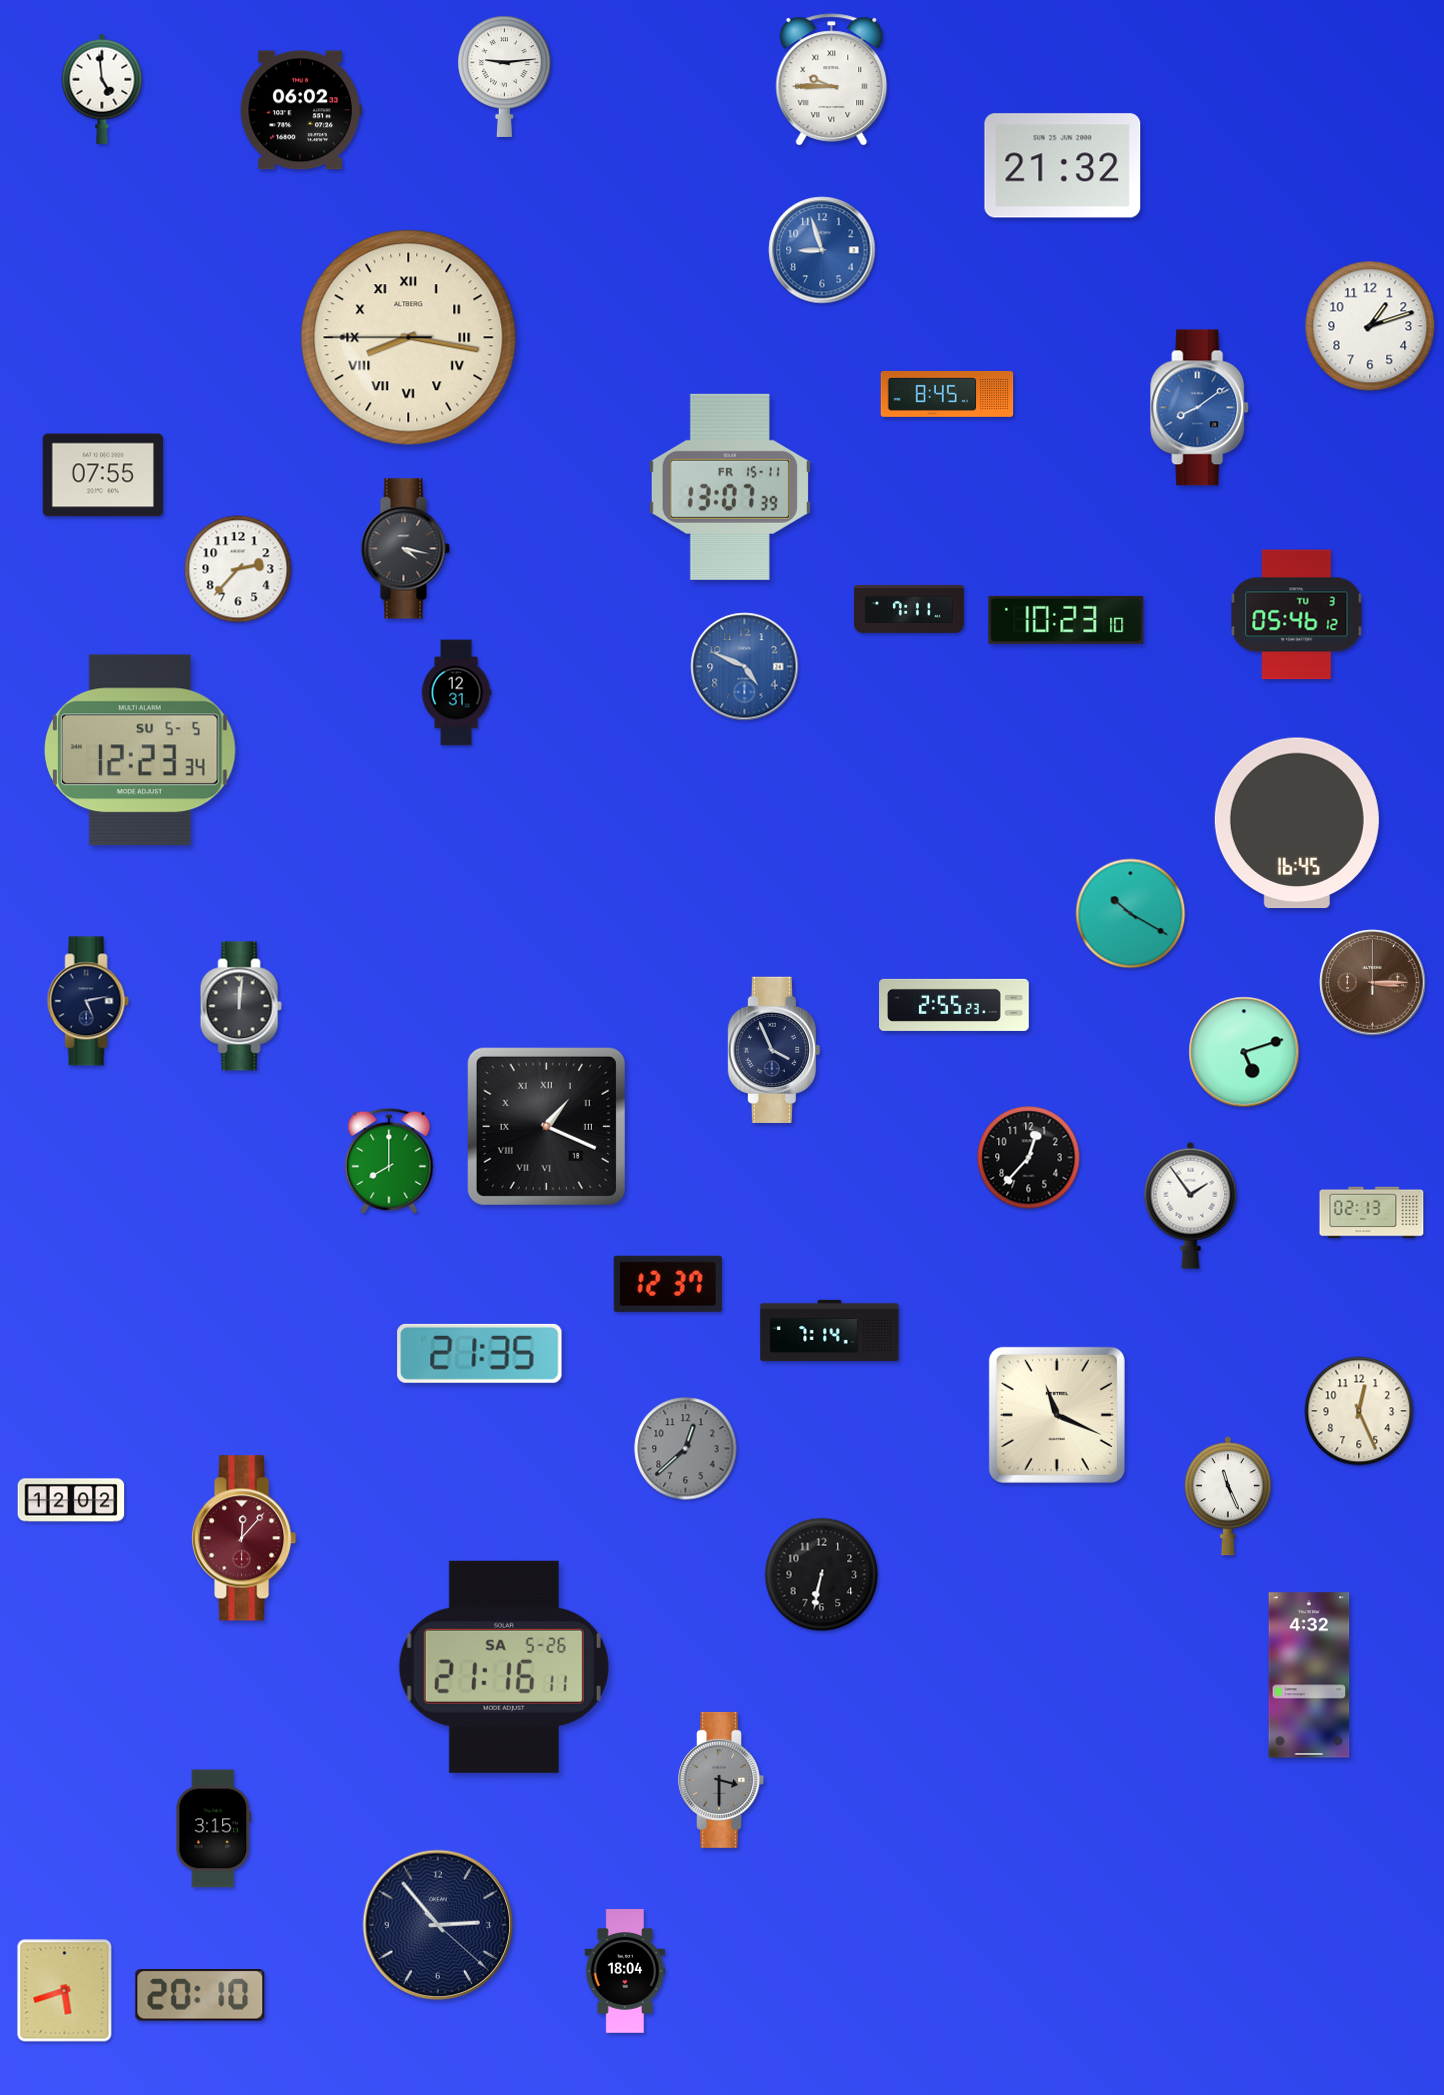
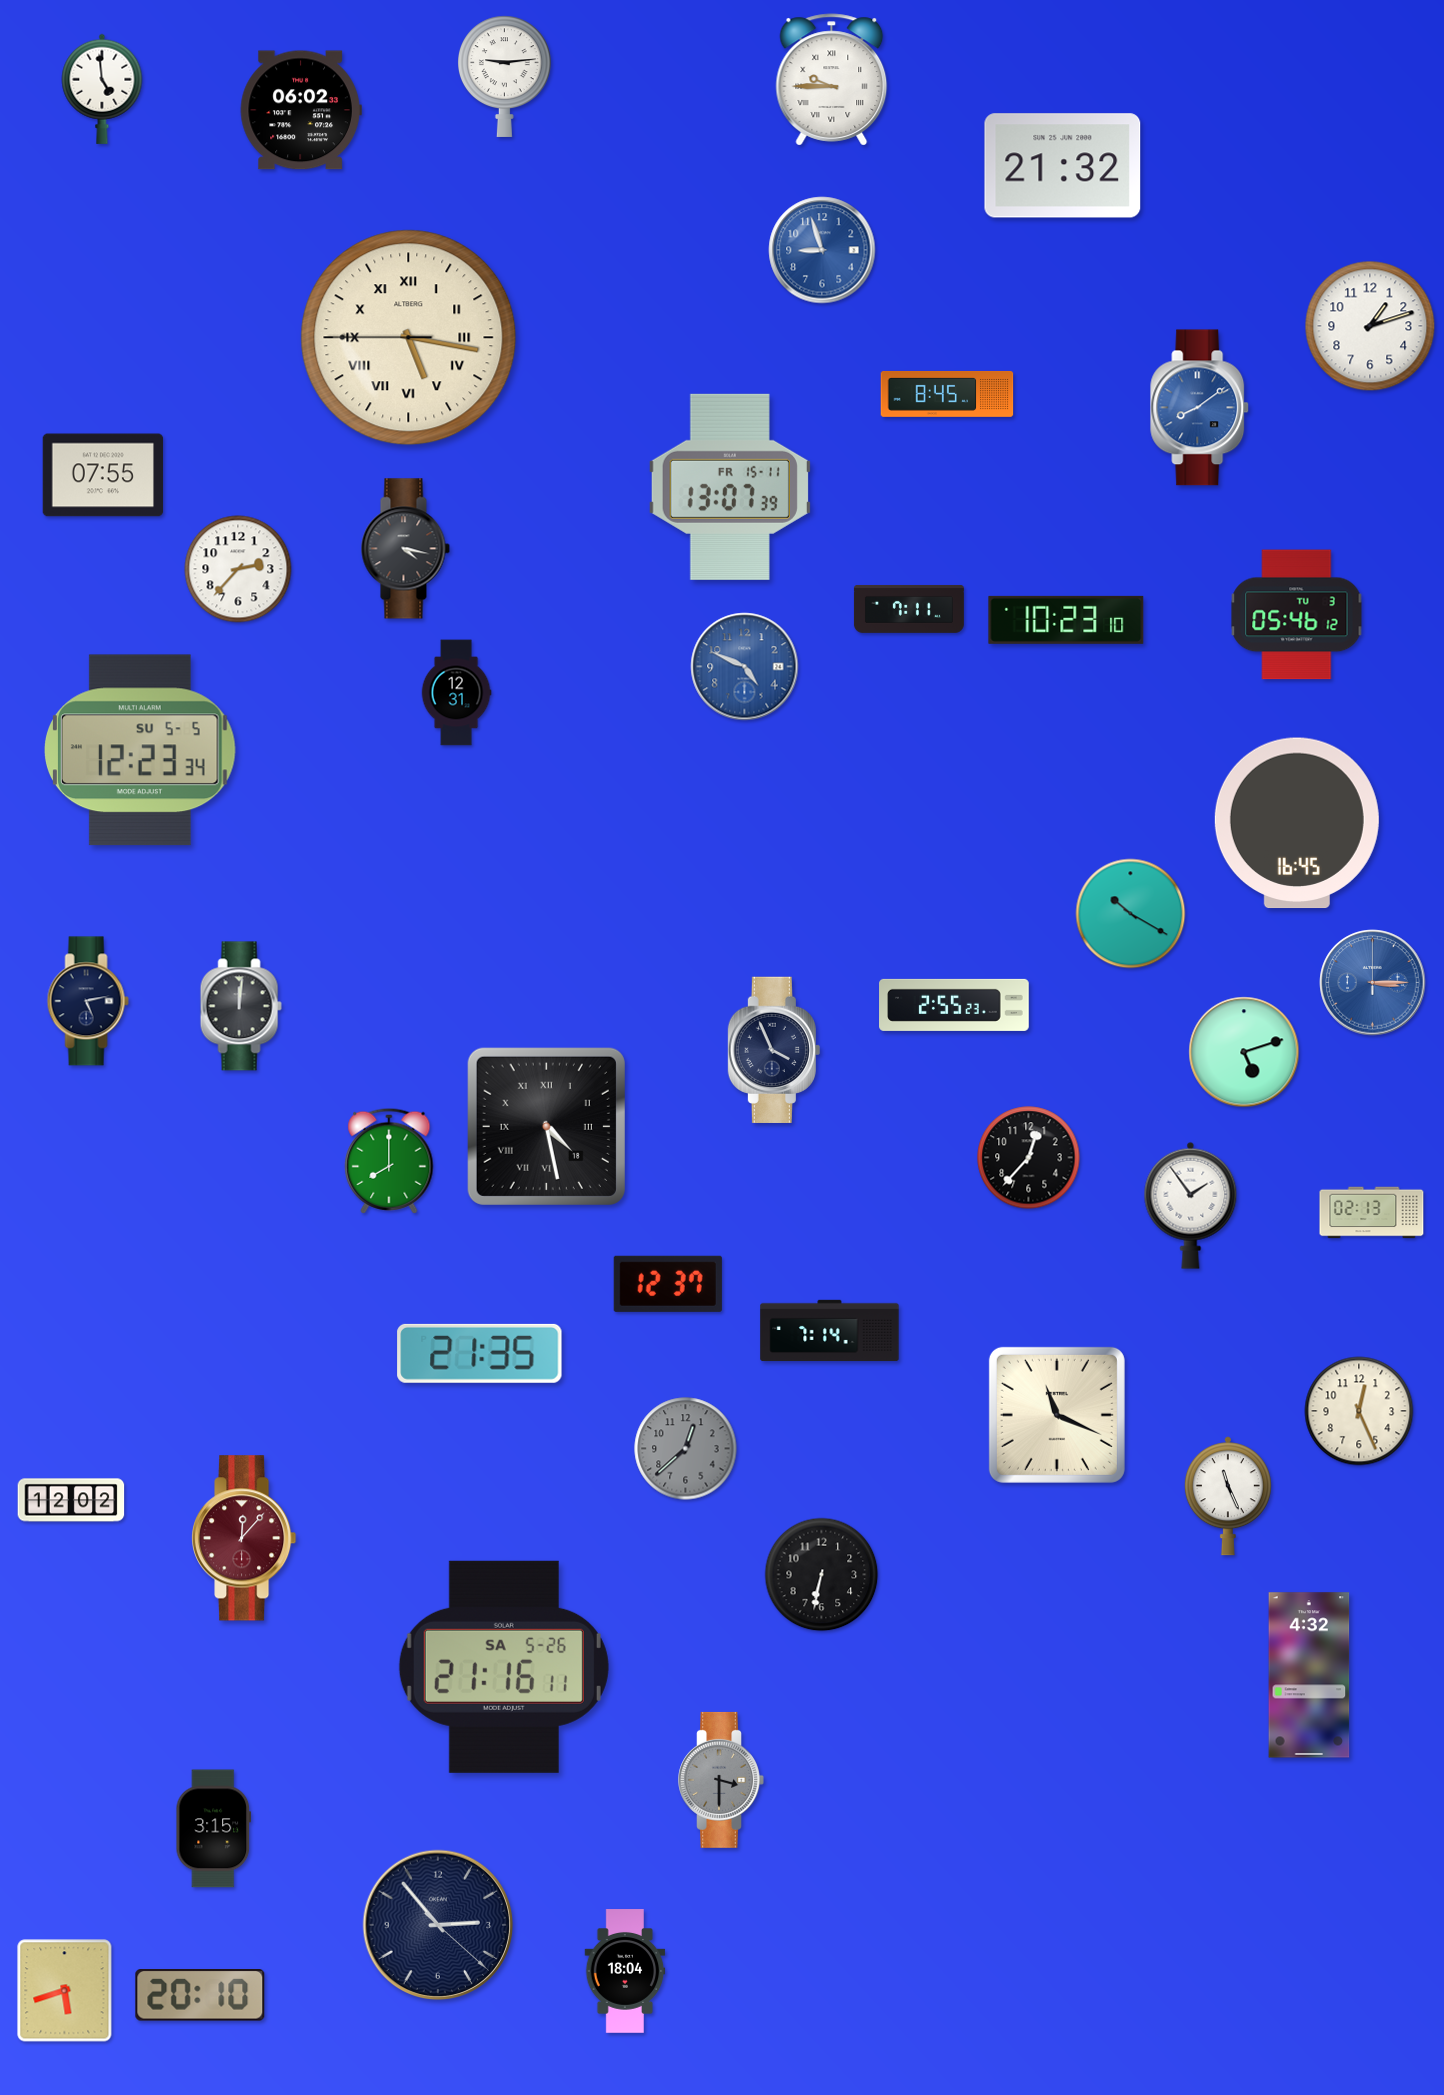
clock at (409, 338): 8:16 -> 5:16
clock at (1373, 983) dial: brown -> blue
clock at (546, 1126): 1:19 -> 4:28
